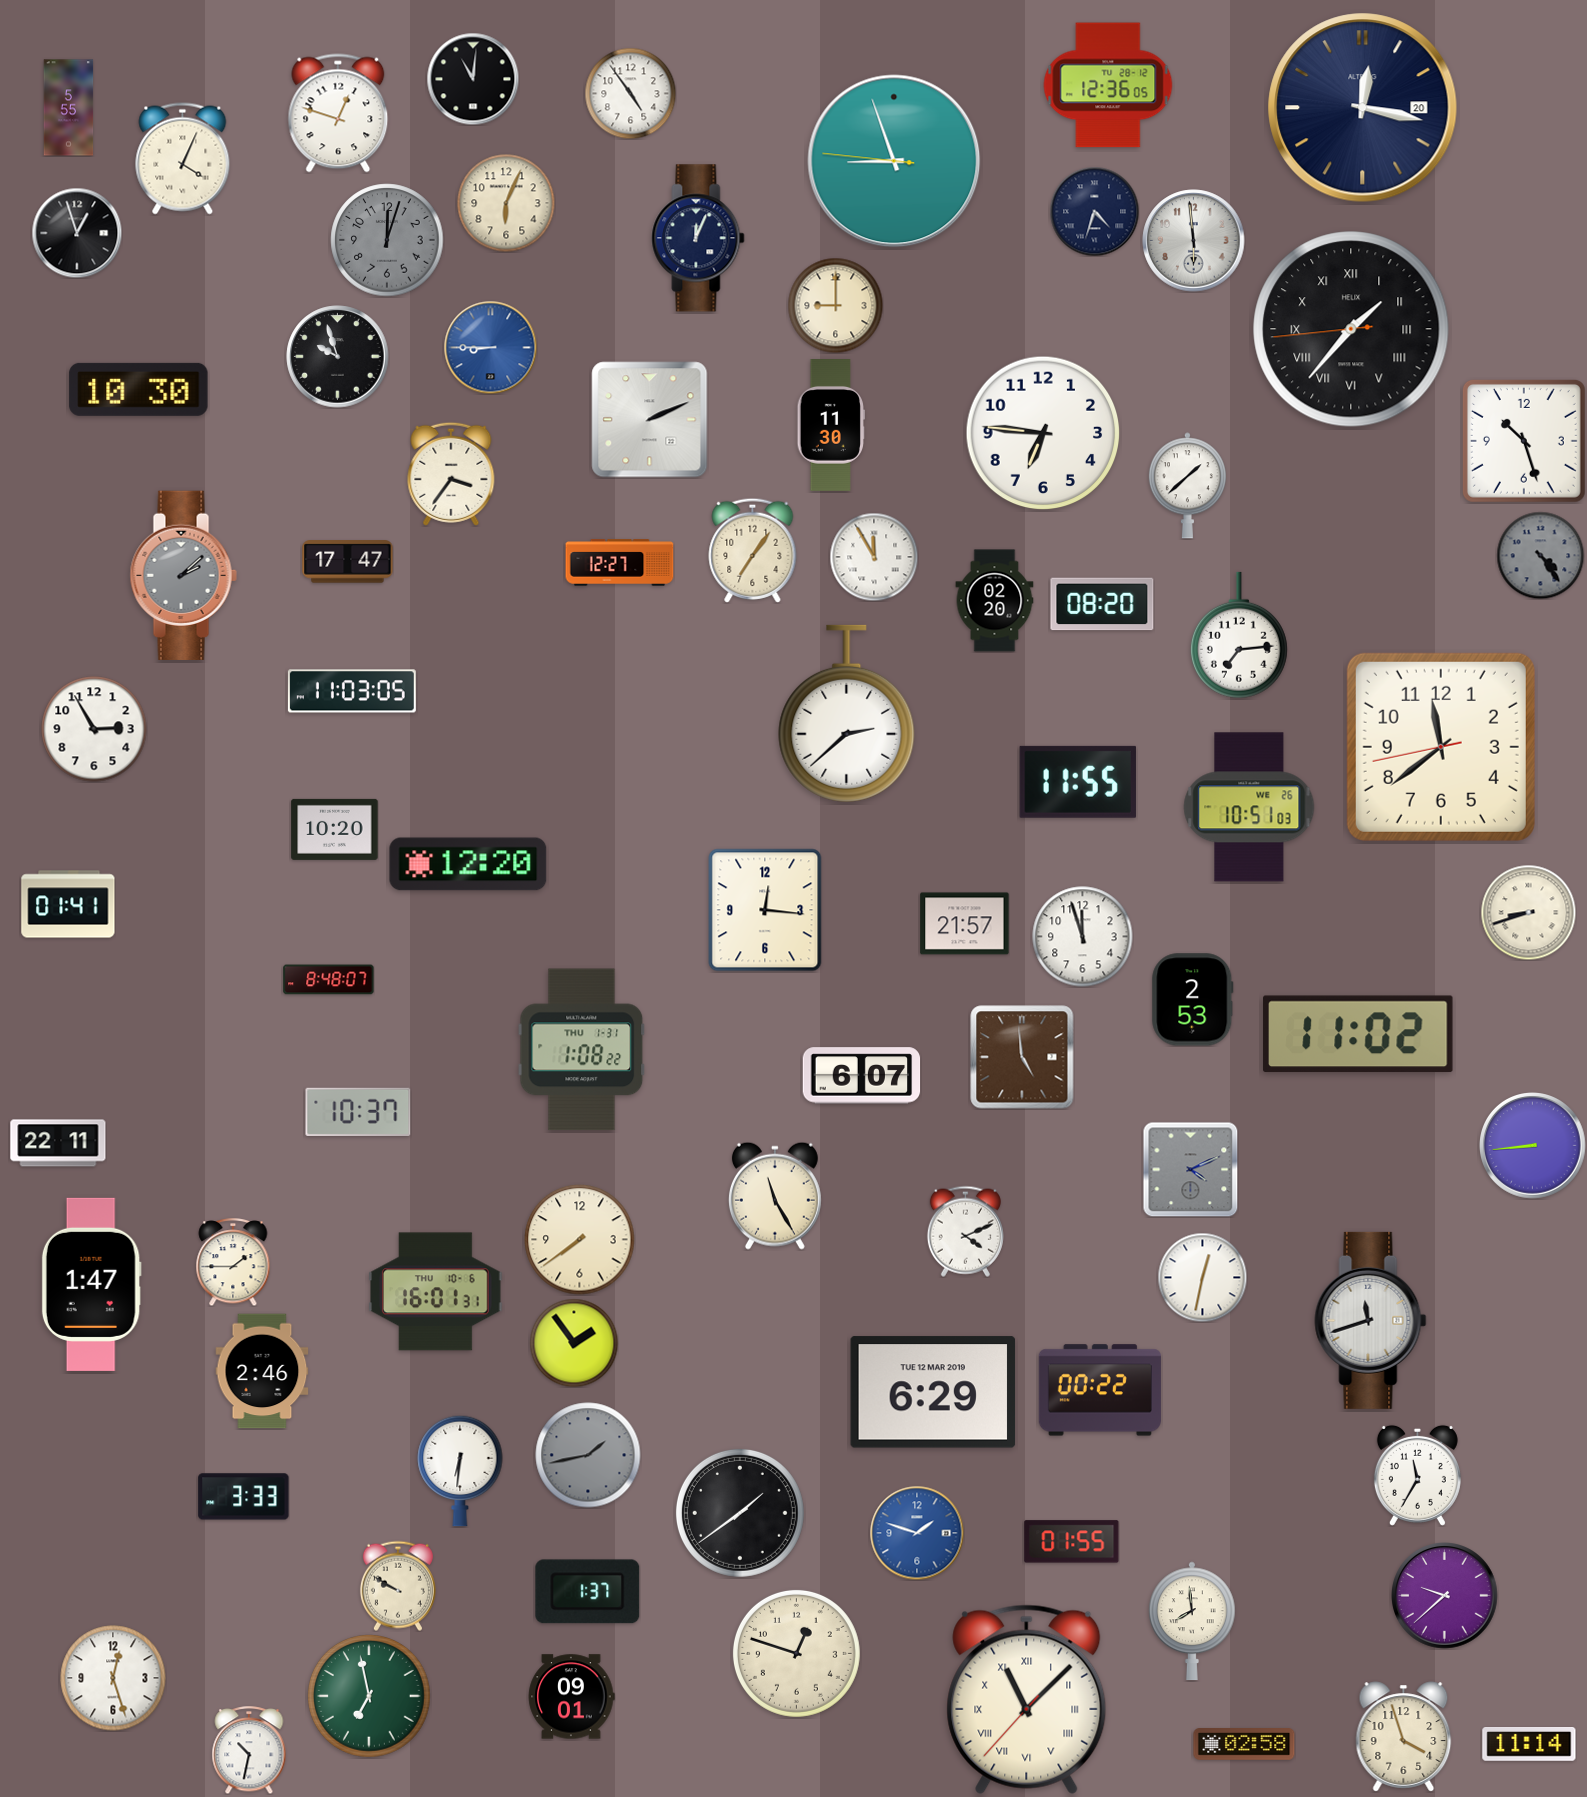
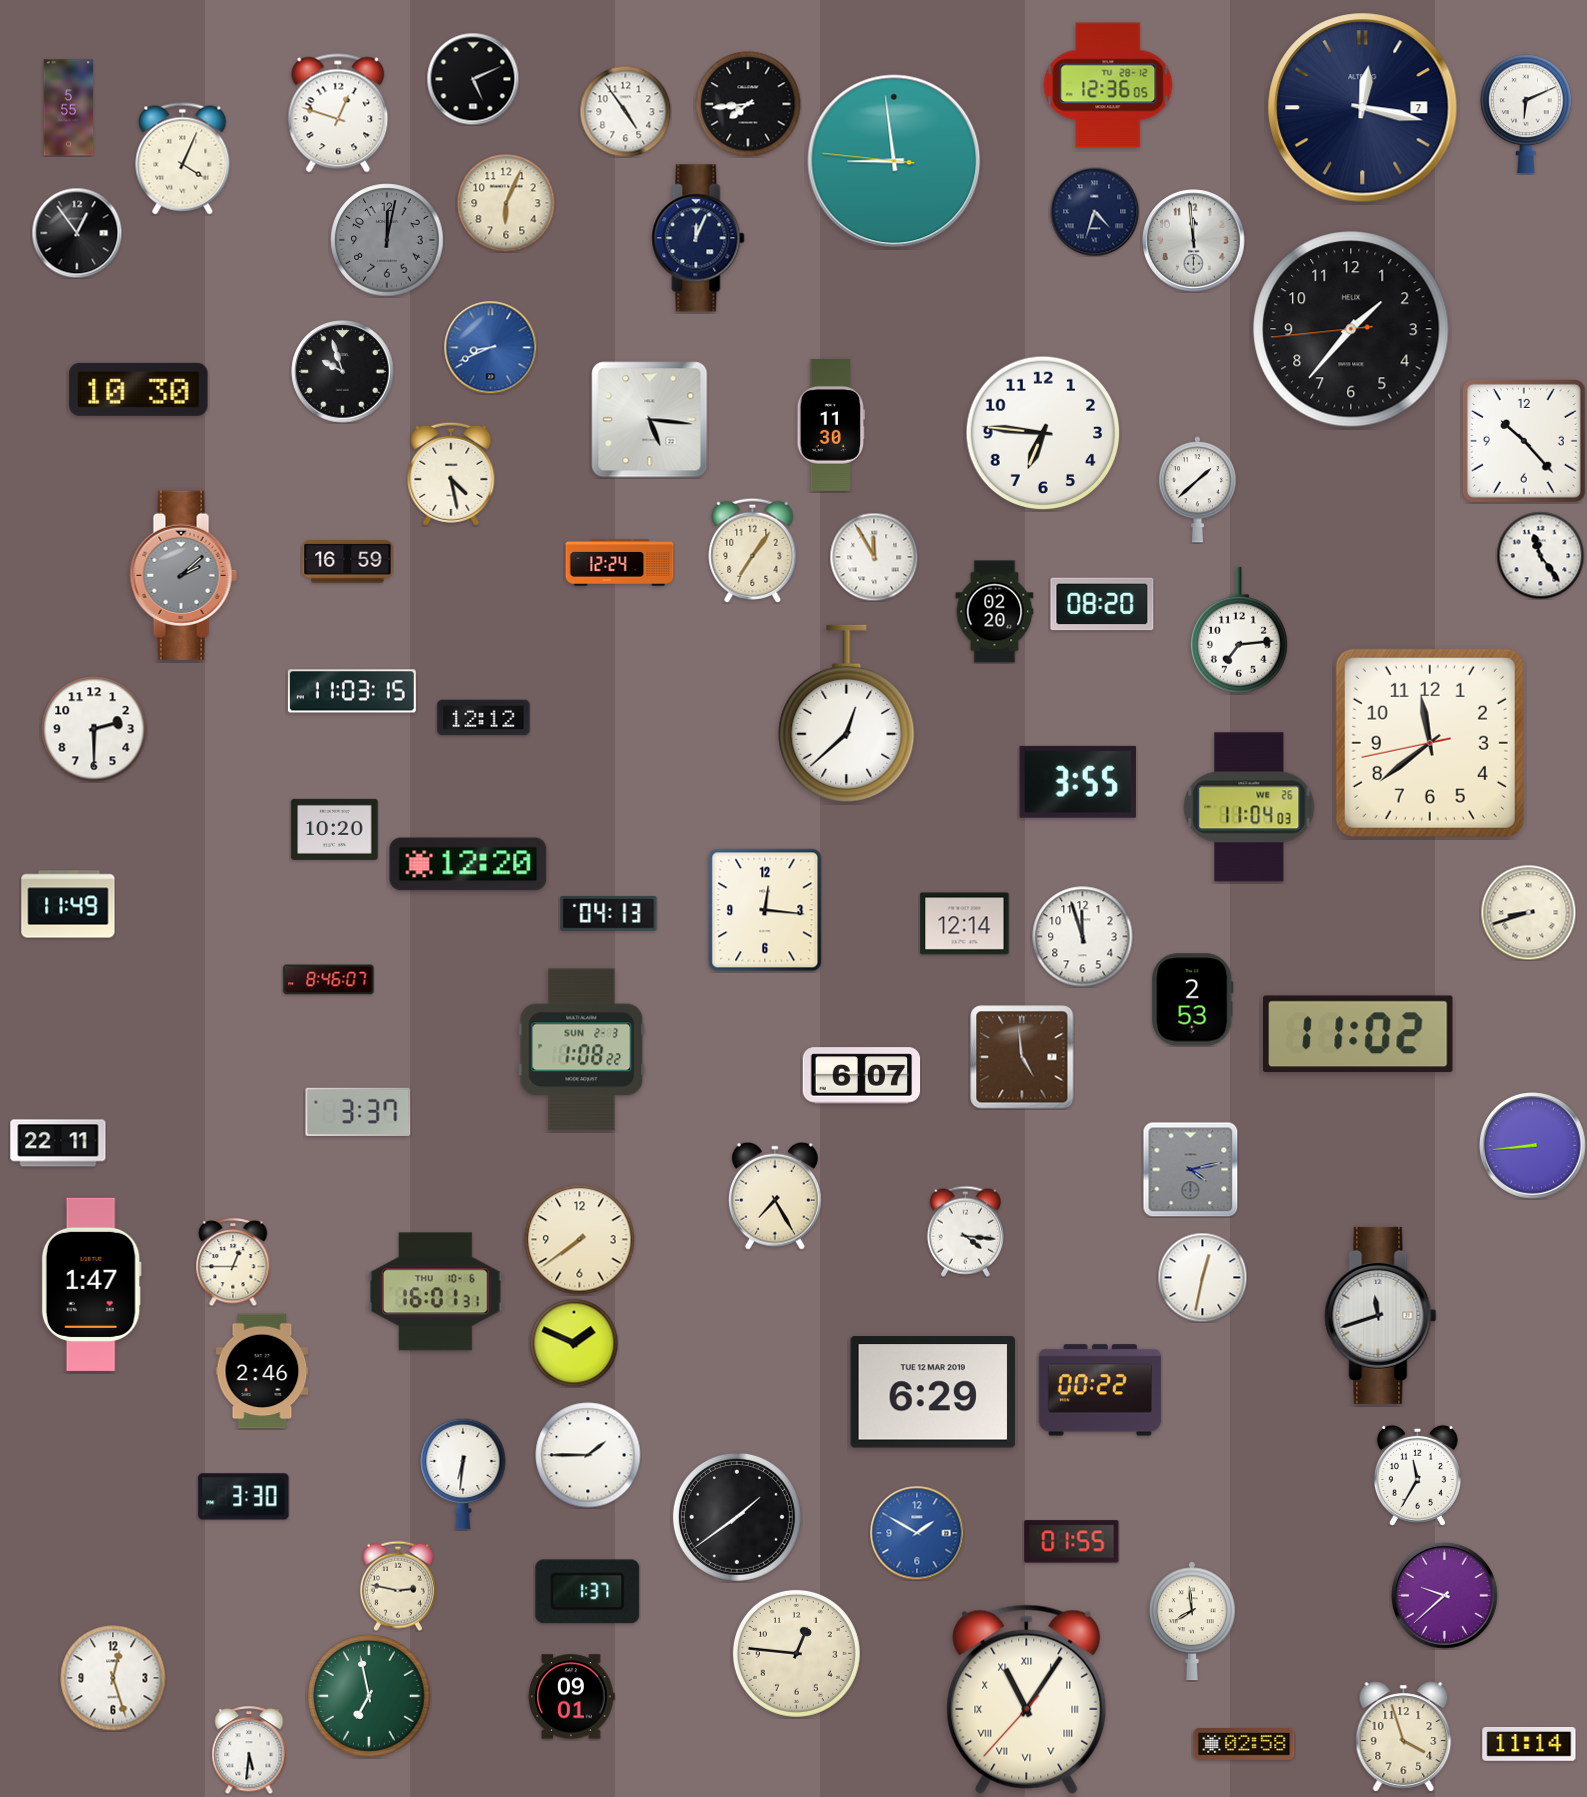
clock at (473, 79): 11:01 -> 5:11
clock at (630, 93) position: (630, 93) -> (625, 111)
clock at (748, 104): none -> 7:44
clock at (1363, 108) date: 20 -> 7
clock at (1527, 114): none -> 6:11
clock at (894, 161): 8:56 -> 8:58
clock at (77, 233): 12:57 -> 12:54
clock at (387, 240): 12:03 -> 12:02
clock at (1194, 241): 5:59 -> 11:59
clock at (835, 305): 9:00 -> none
clock at (1351, 329) numerals: Roman -> Arabic
clock at (490, 347): 8:45 -> 8:41
clock at (338, 357) position: (338, 357) -> (343, 372)
clock at (650, 420): 2:11 -> 5:16
clock at (1524, 441): 10:27 -> 10:23
clock at (451, 474): 3:36 -> 4:28
clock at (1187, 486) position: (1187, 486) -> (1197, 490)
clock at (1540, 555): 4:24 -> 11:24
clock at (1540, 555) dial: grey -> white
clock at (348, 562): 17:47 -> 16:59
clock at (620, 563): 12:27 -> 12:24
clock at (995, 601) position: (995, 601) -> (995, 612)
clock at (1239, 635) position: (1239, 635) -> (1239, 630)
clock at (352, 691): 11:03:05 -> 11:03:15
clock at (847, 713): 2:38 -> 12:38
clock at (484, 718): none -> 12:12
clock at (94, 729): 2:55 -> 2:30
clock at (1441, 747) position: (1441, 747) -> (1430, 743)
clock at (1078, 782): 11:55 -> 3:55
clock at (1249, 807): 10:51 -> 11:04
clock at (68, 904): 01:41 -> 11:49
clock at (609, 914): none -> 04:13
clock at (965, 924): 21:57 -> 12:14
clock at (329, 980): 8:48 -> 8:46
clock at (582, 1050) date: THU 1-31 -> SUN 2-3
clock at (358, 1112): 10:37 -> 3:37
clock at (1190, 1169): 4:11 -> 4:13
clock at (775, 1196): 11:25 -> 7:25
clock at (965, 1231): 4:11 -> 4:16
clock at (233, 1262): 1:45 -> 12:45
clock at (1371, 1320) position: (1371, 1320) -> (1381, 1315)
clock at (574, 1343): 1:54 -> 1:49
clock at (588, 1455): 1:43 -> 1:45
clock at (588, 1455) dial: grey -> white
clock at (460, 1471) position: (460, 1471) -> (463, 1474)
clock at (244, 1497): 3:33 -> 3:30
clock at (740, 1513) position: (740, 1513) -> (737, 1517)
clock at (917, 1533): 1:48 -> 1:50
clock at (398, 1586): 9:50 -> 2:47
clock at (796, 1653): 12:48 -> 12:46
clock at (1027, 1699): 11:07 -> 11:05
clock at (249, 1750): 10:32 -> 5:31
